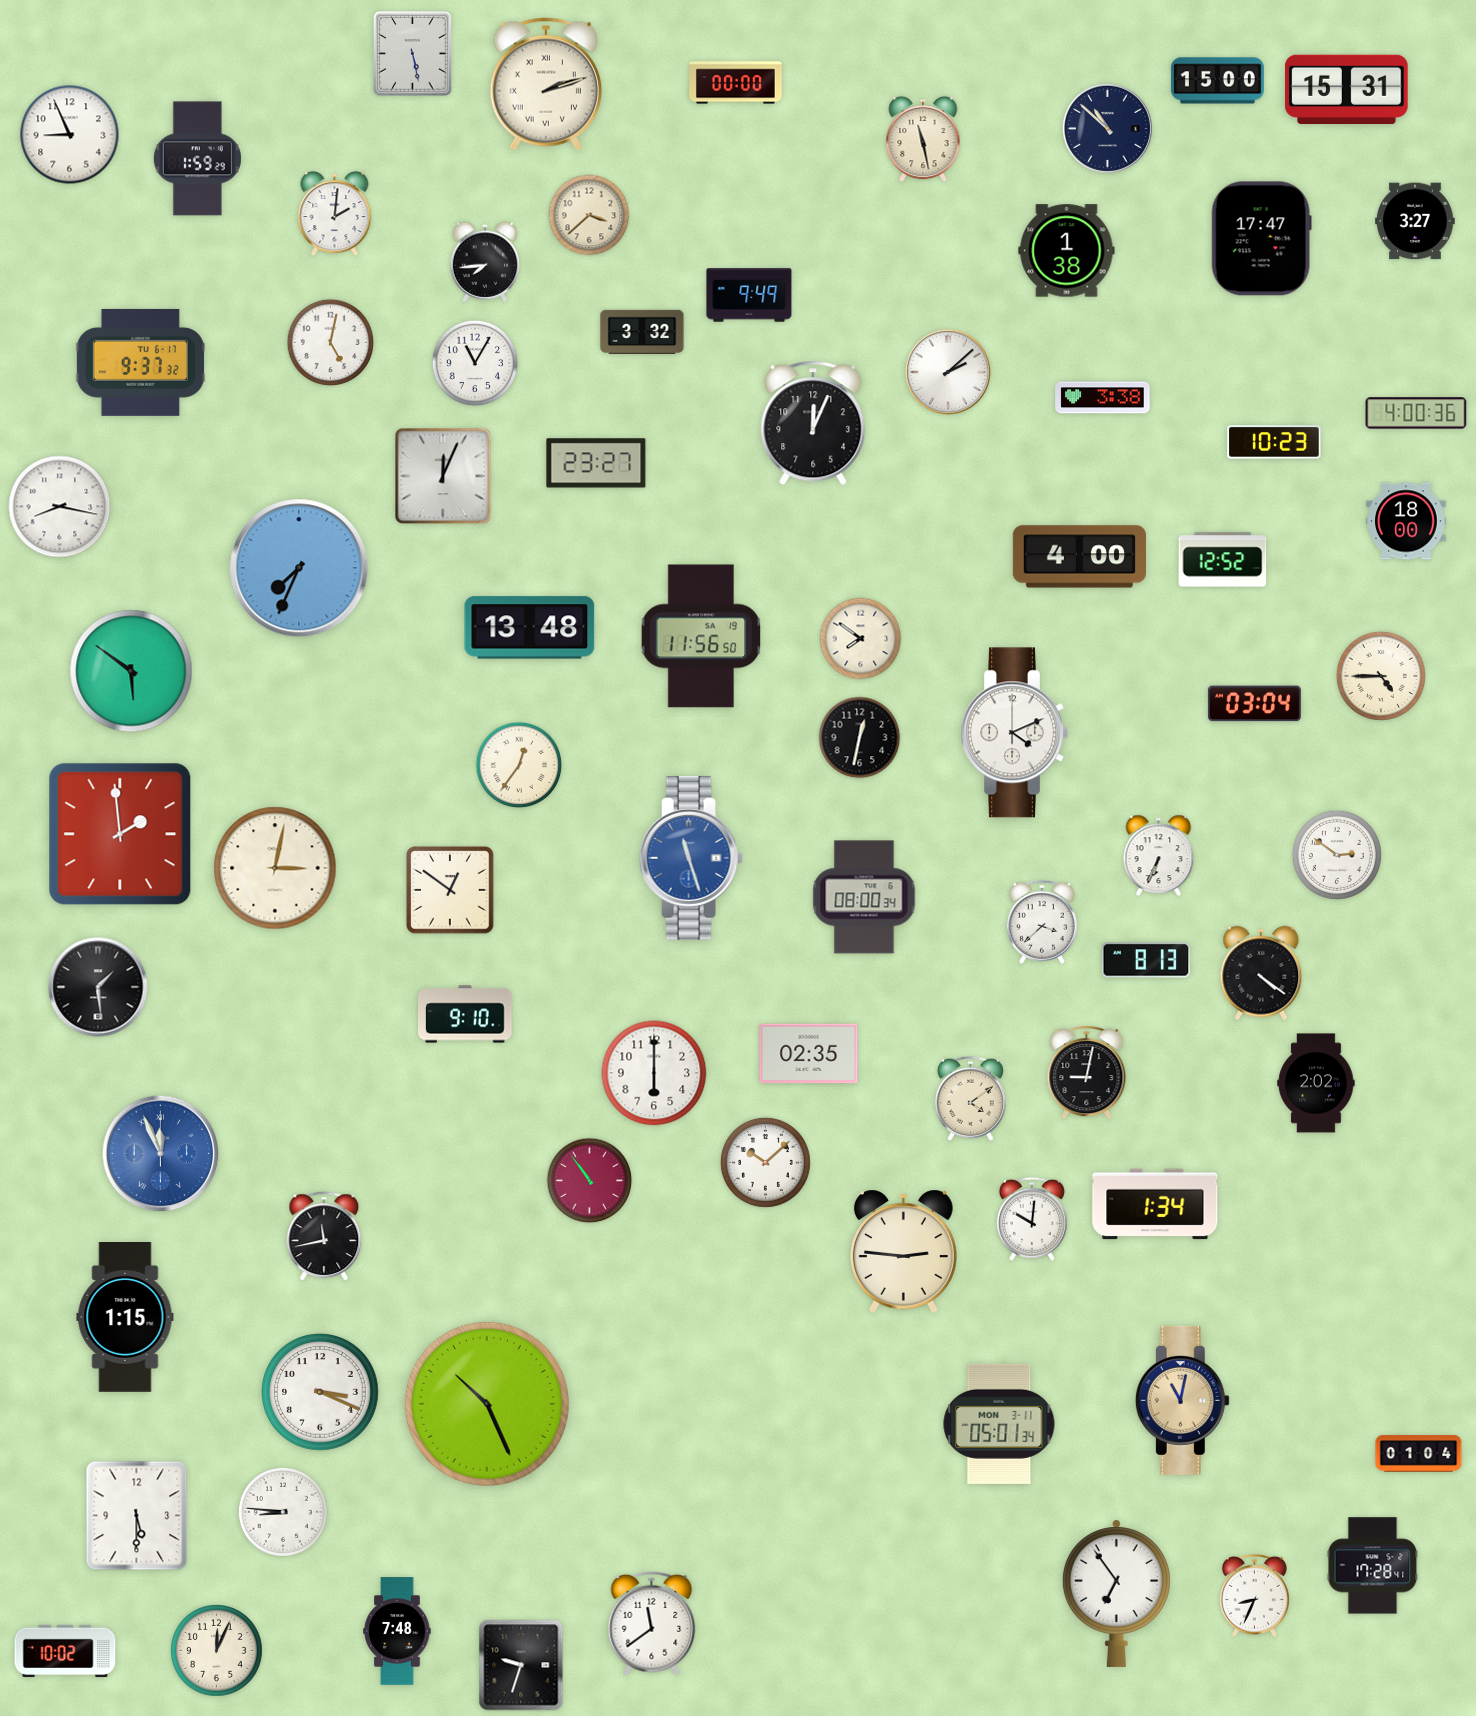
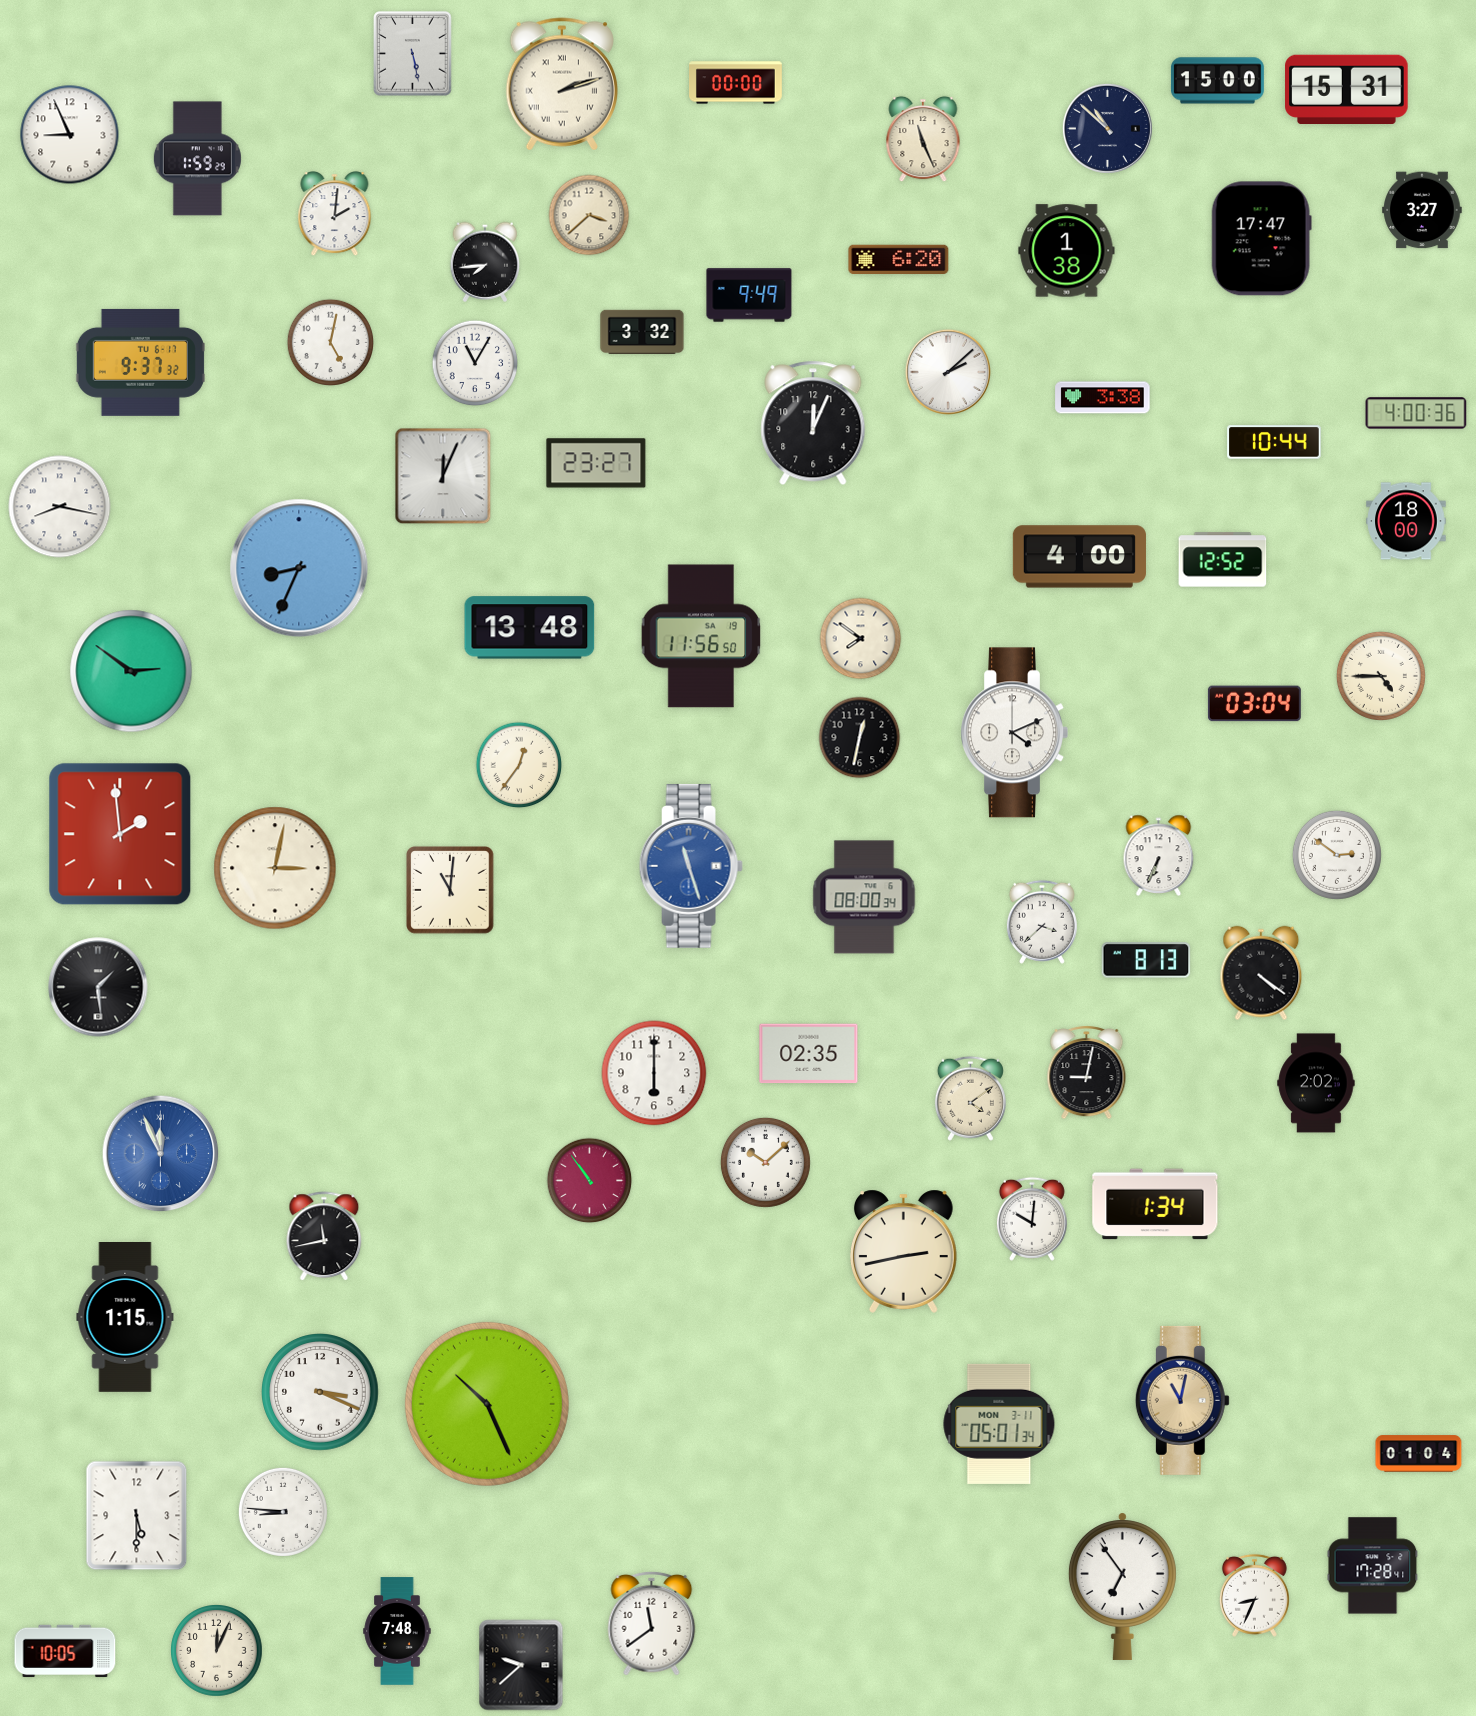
clock at (545, 84) position: (545, 84) -> (561, 84)
clock at (923, 139): 11:28 -> 11:26
clock at (1415, 221) position: (1415, 221) -> (1422, 210)
clock at (899, 259): none -> 6:20
clock at (1274, 442): 10:23 -> 10:44
clock at (299, 568): 7:34 -> 8:34
clock at (131, 671): 5:51 -> 2:51
clock at (691, 858) position: (691, 858) -> (691, 866)
clock at (450, 890): 12:51 -> 11:01
clock at (465, 1014): 9:10 -> none
clock at (904, 1251): 2:46 -> 2:43
clock at (1116, 1593) position: (1116, 1593) -> (1122, 1586)
clock at (65, 1651): 10:02 -> 10:05
clock at (521, 1665): 9:33 -> 9:38
